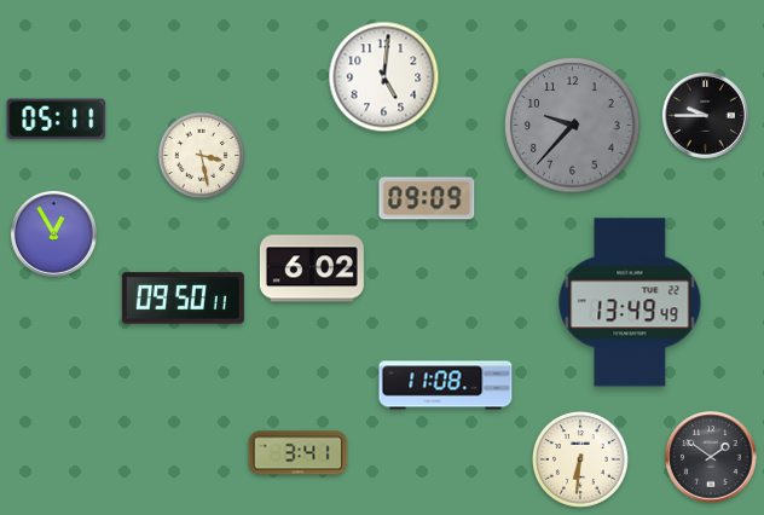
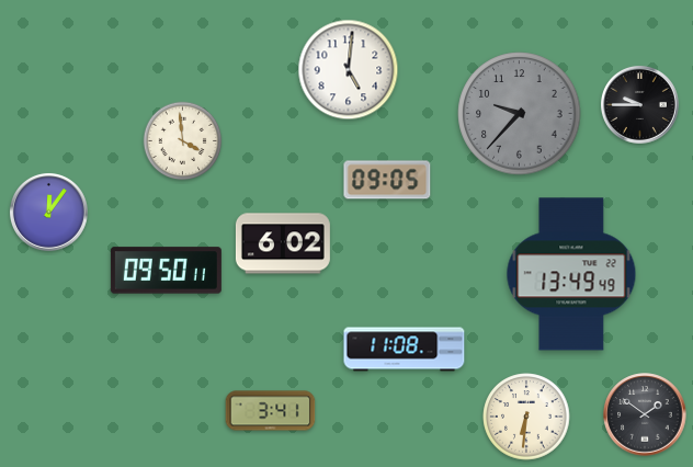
clock at (57, 120): 05:11 -> none
clock at (202, 156): 3:28 -> 3:59
clock at (427, 198): 09:09 -> 09:05
clock at (53, 233): 12:55 -> 12:06
